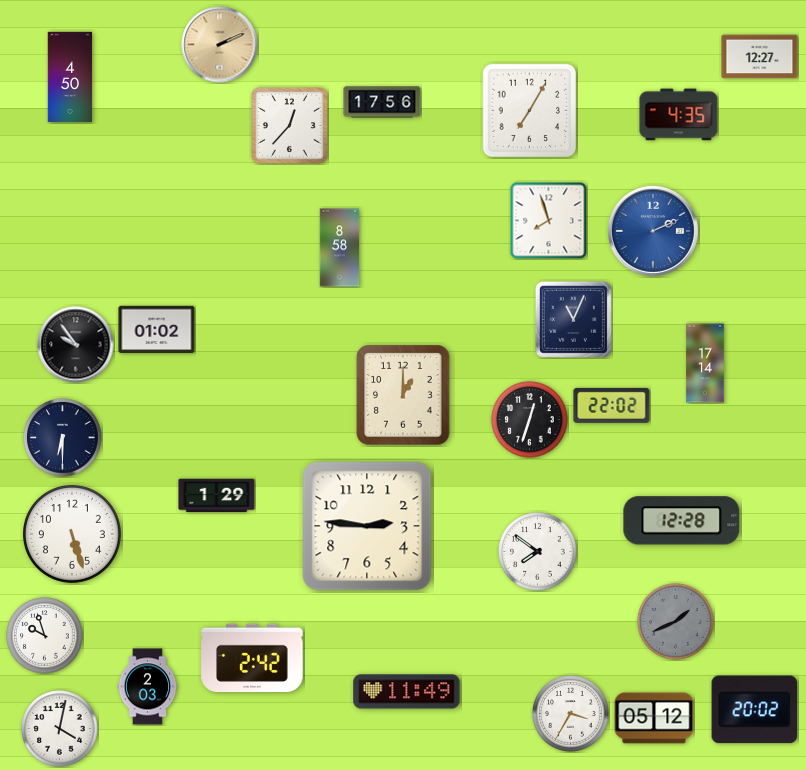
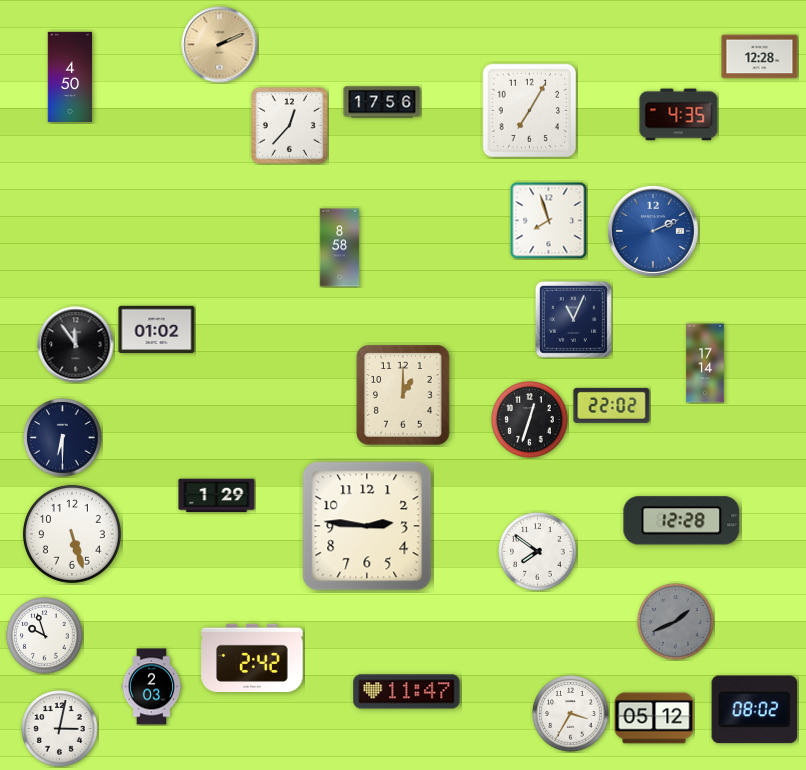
clock at (760, 57): 12:27 -> 12:28
clock at (76, 345): 9:54 -> 11:54
clock at (148, 687) position: (148, 687) -> (152, 687)
clock at (407, 692): 11:49 -> 11:47
clock at (755, 710): 20:02 -> 08:02
clock at (60, 729): 4:02 -> 3:02
